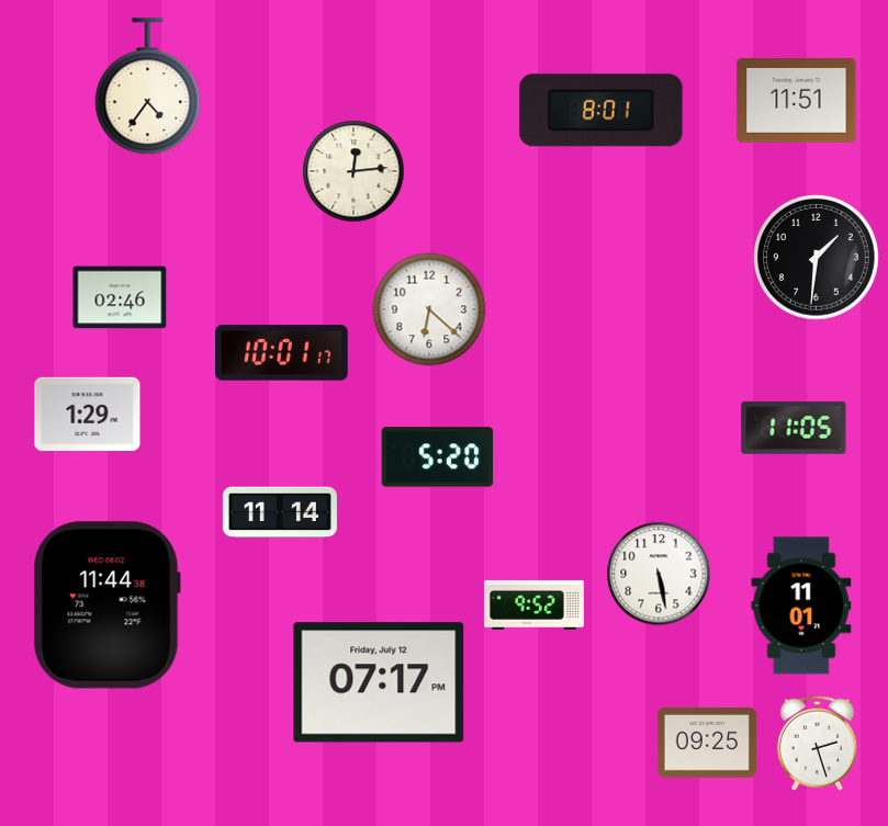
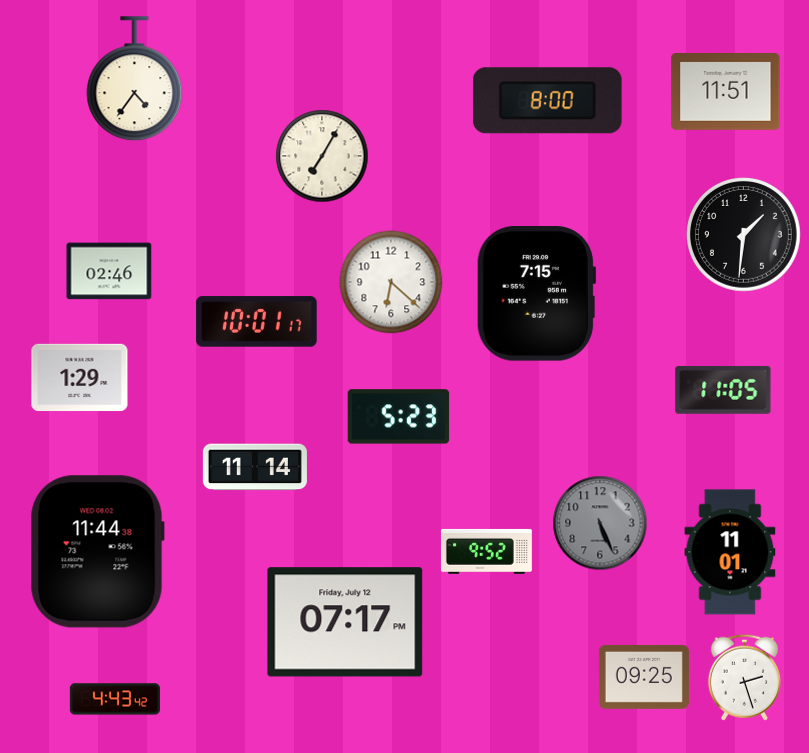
clock at (600, 111): 8:01 -> 8:00
clock at (353, 171): 12:14 -> 7:05
clock at (536, 294): none -> 7:15
clock at (438, 457): 5:20 -> 5:23
clock at (659, 574): 5:28 -> 5:26
clock at (659, 574) dial: white -> grey
clock at (115, 699): none -> 4:43
